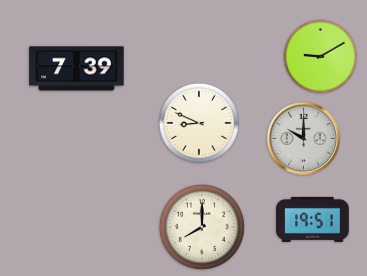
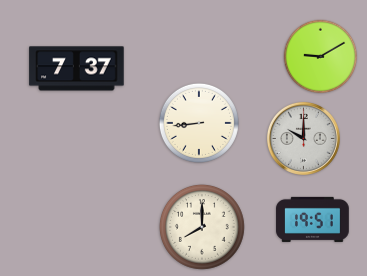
clock at (77, 69): 7:39 -> 7:37
clock at (199, 123): 8:49 -> 8:44
